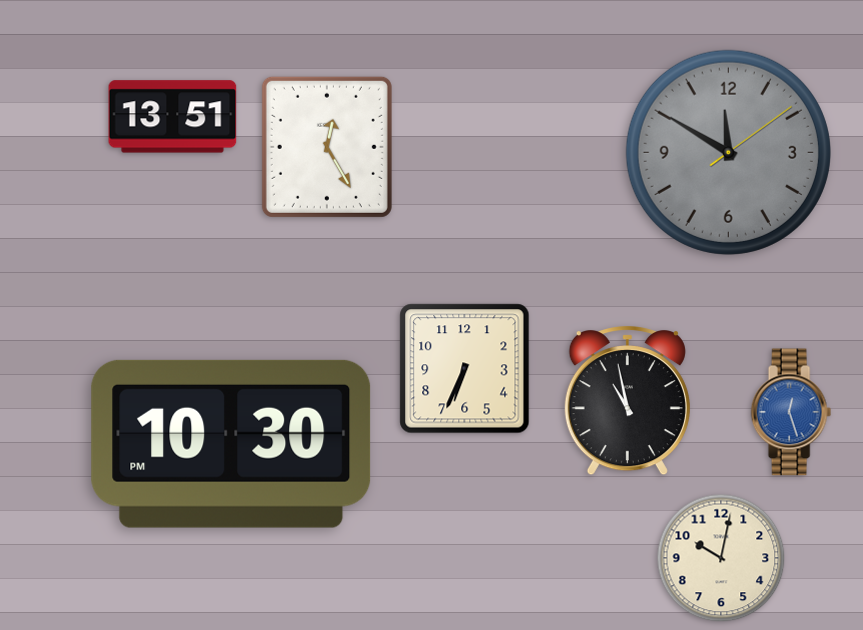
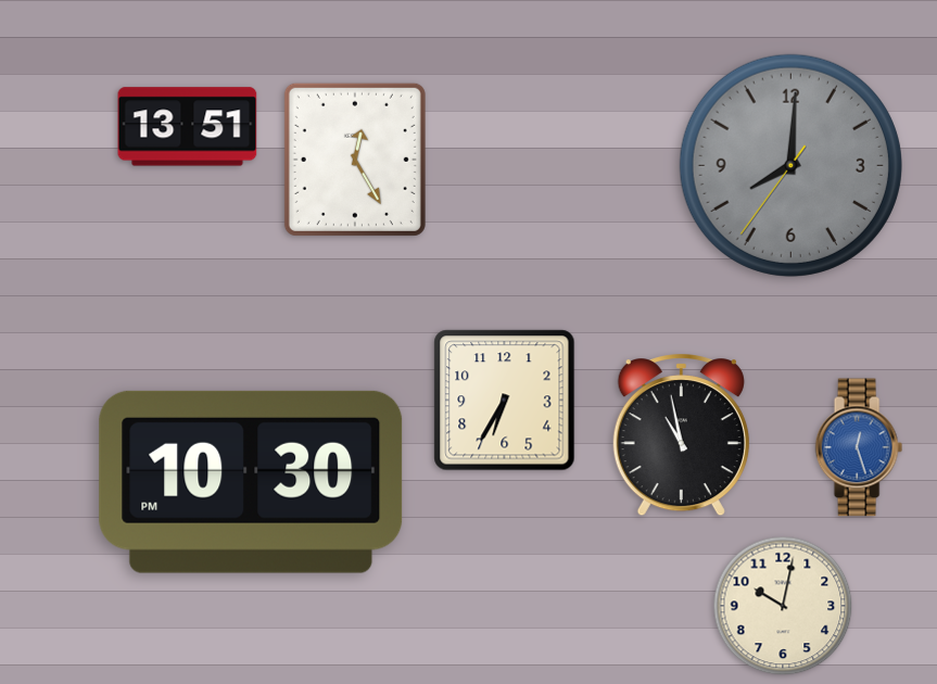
clock at (728, 152): 11:50 -> 8:00
clock at (465, 369): 6:34 -> 6:35
